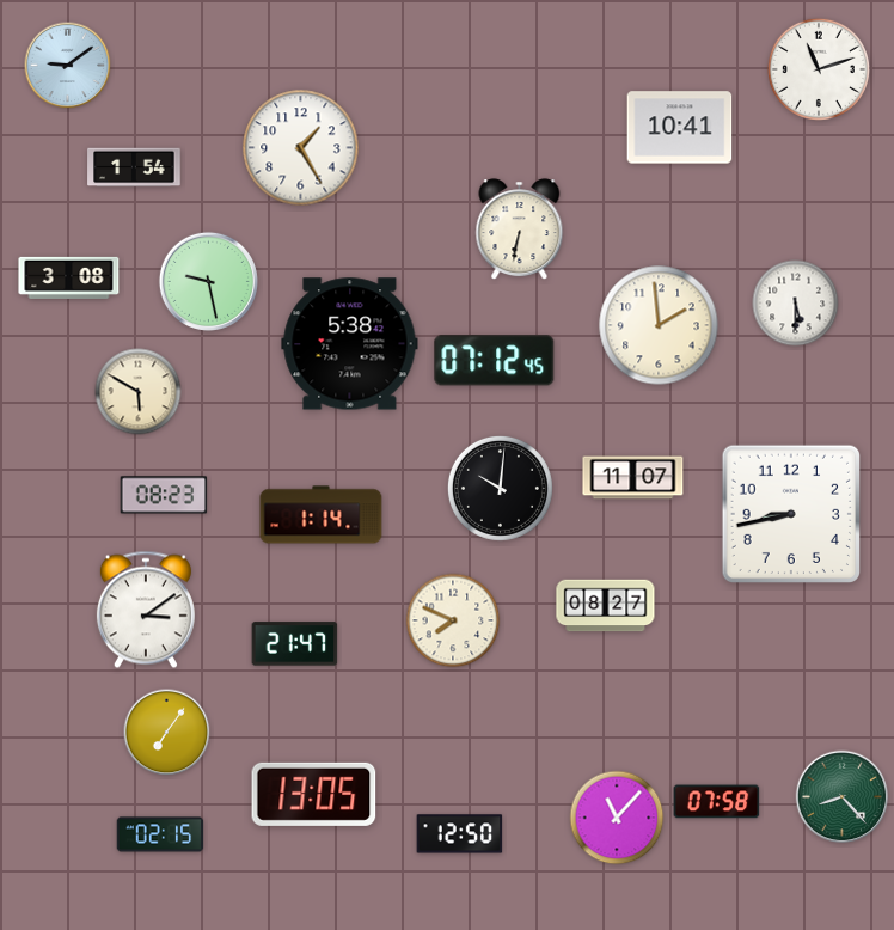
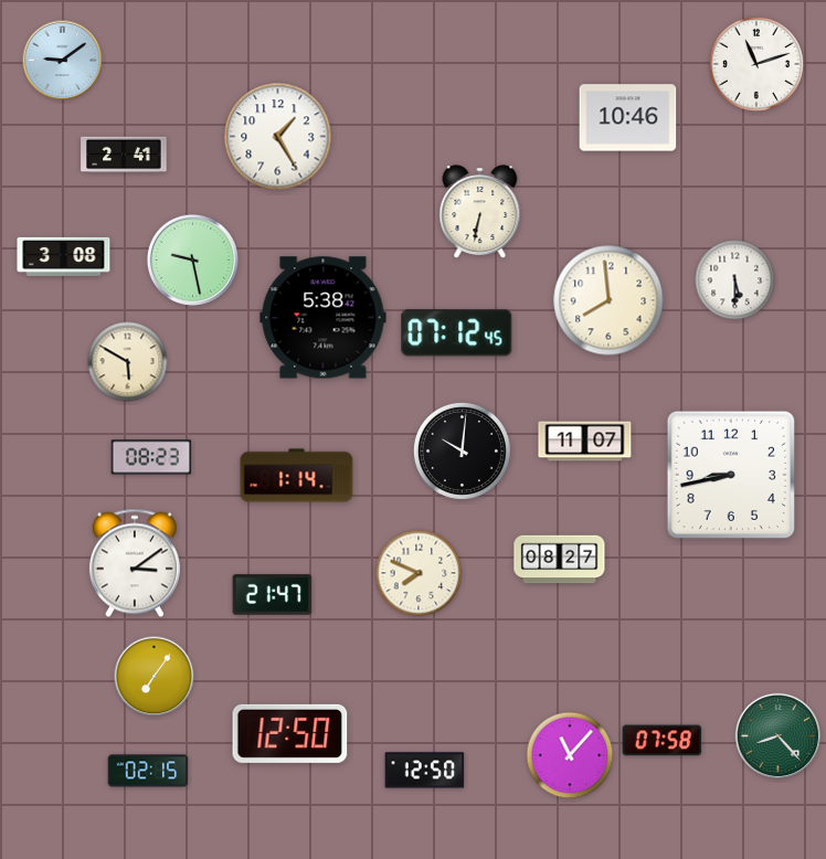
clock at (680, 128): 10:41 -> 10:46
clock at (134, 167): 1:54 -> 2:41
clock at (659, 325): 1:59 -> 7:59
clock at (314, 794): 13:05 -> 12:50
